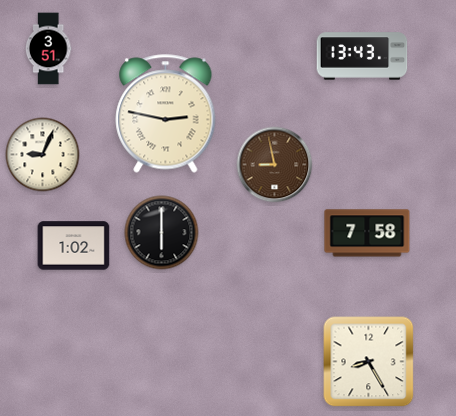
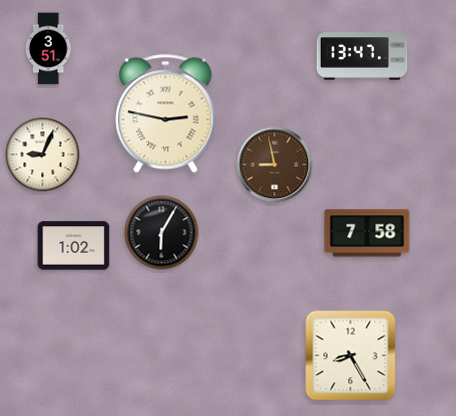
clock at (362, 56): 13:43 -> 13:47
clock at (162, 233): 6:00 -> 6:05
clock at (369, 362) position: (369, 362) -> (351, 356)
